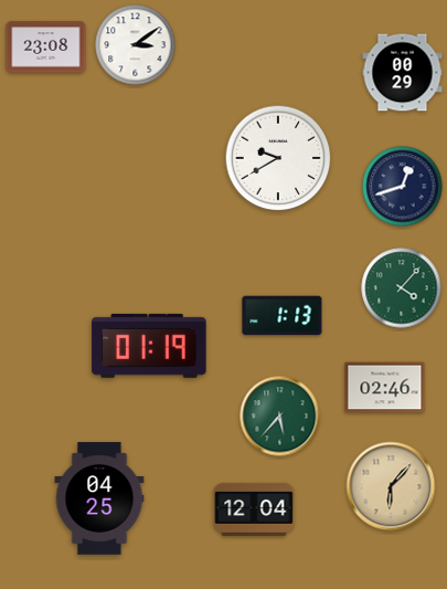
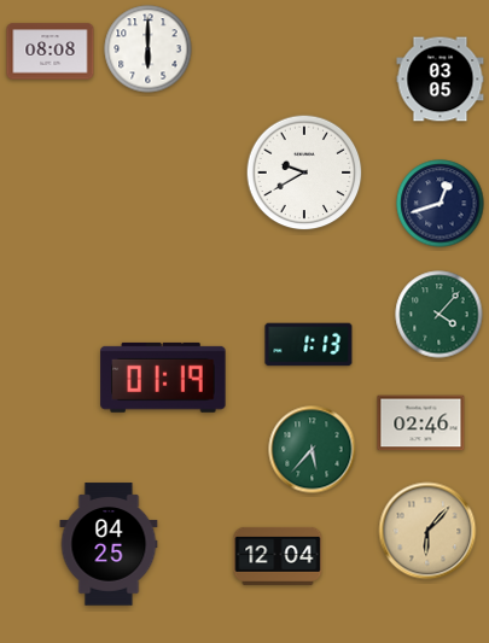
clock at (136, 45): 3:09 -> 6:00
clock at (46, 48): 23:08 -> 08:08
clock at (403, 73): 00:29 -> 03:05
clock at (280, 417) position: (280, 417) -> (313, 450)
